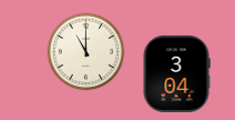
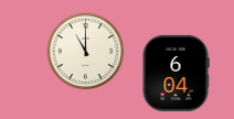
clock at (176, 73): 3:04 -> 6:04
